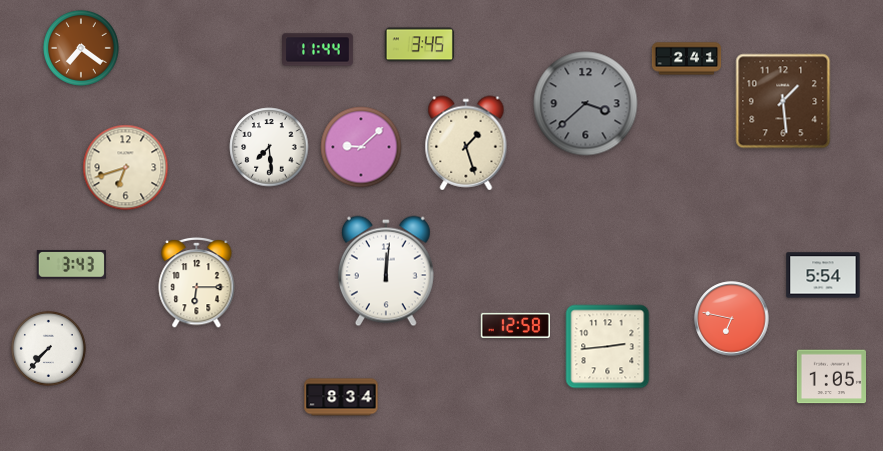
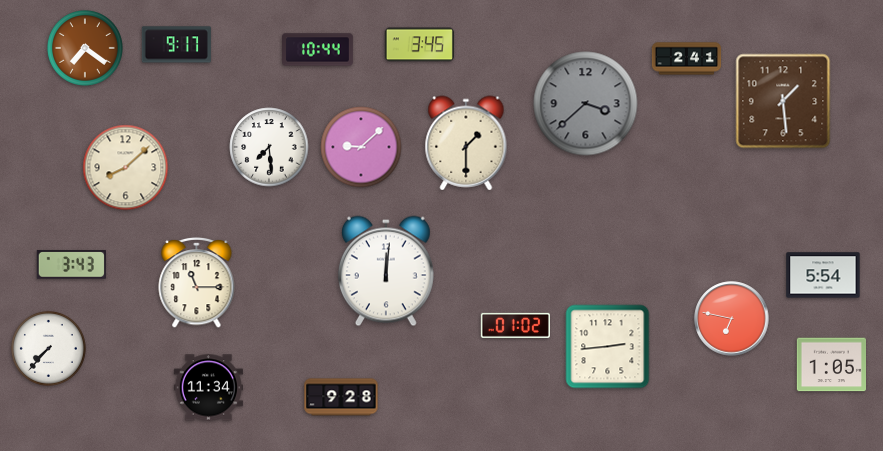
clock at (176, 45): none -> 9:17
clock at (81, 48) position: (81, 48) -> (85, 48)
clock at (318, 50): 11:44 -> 10:44
clock at (466, 143): 1:27 -> 1:30
clock at (126, 168): 6:42 -> 8:08
clock at (197, 282): 6:15 -> 11:15
clock at (515, 325): 12:58 -> 01:02
clock at (831, 377) position: (831, 377) -> (831, 365)
clock at (208, 388): none -> 11:34
clock at (341, 397): 8:34 -> 9:28
